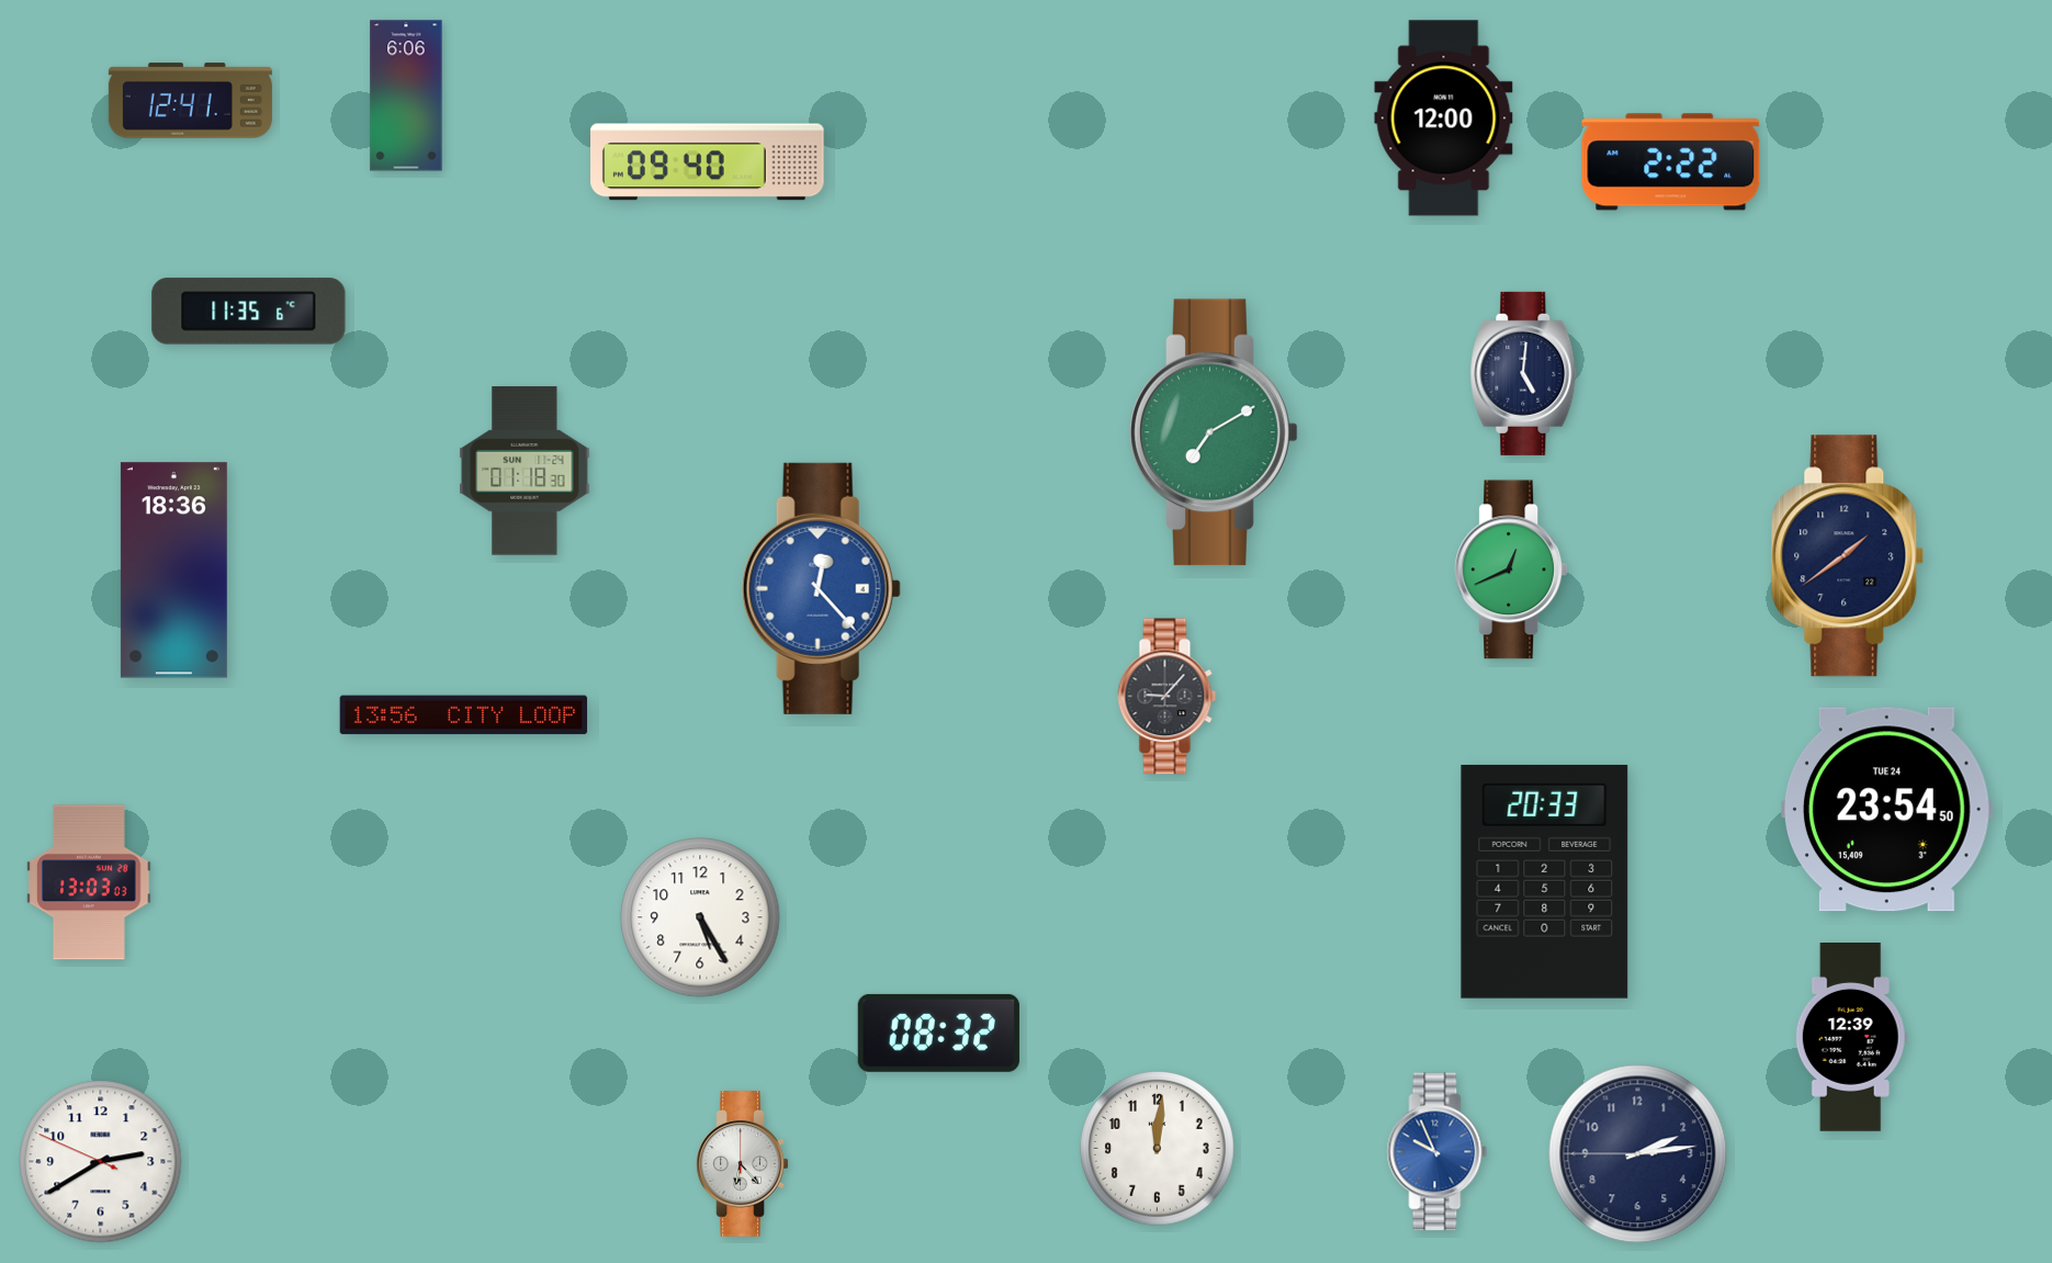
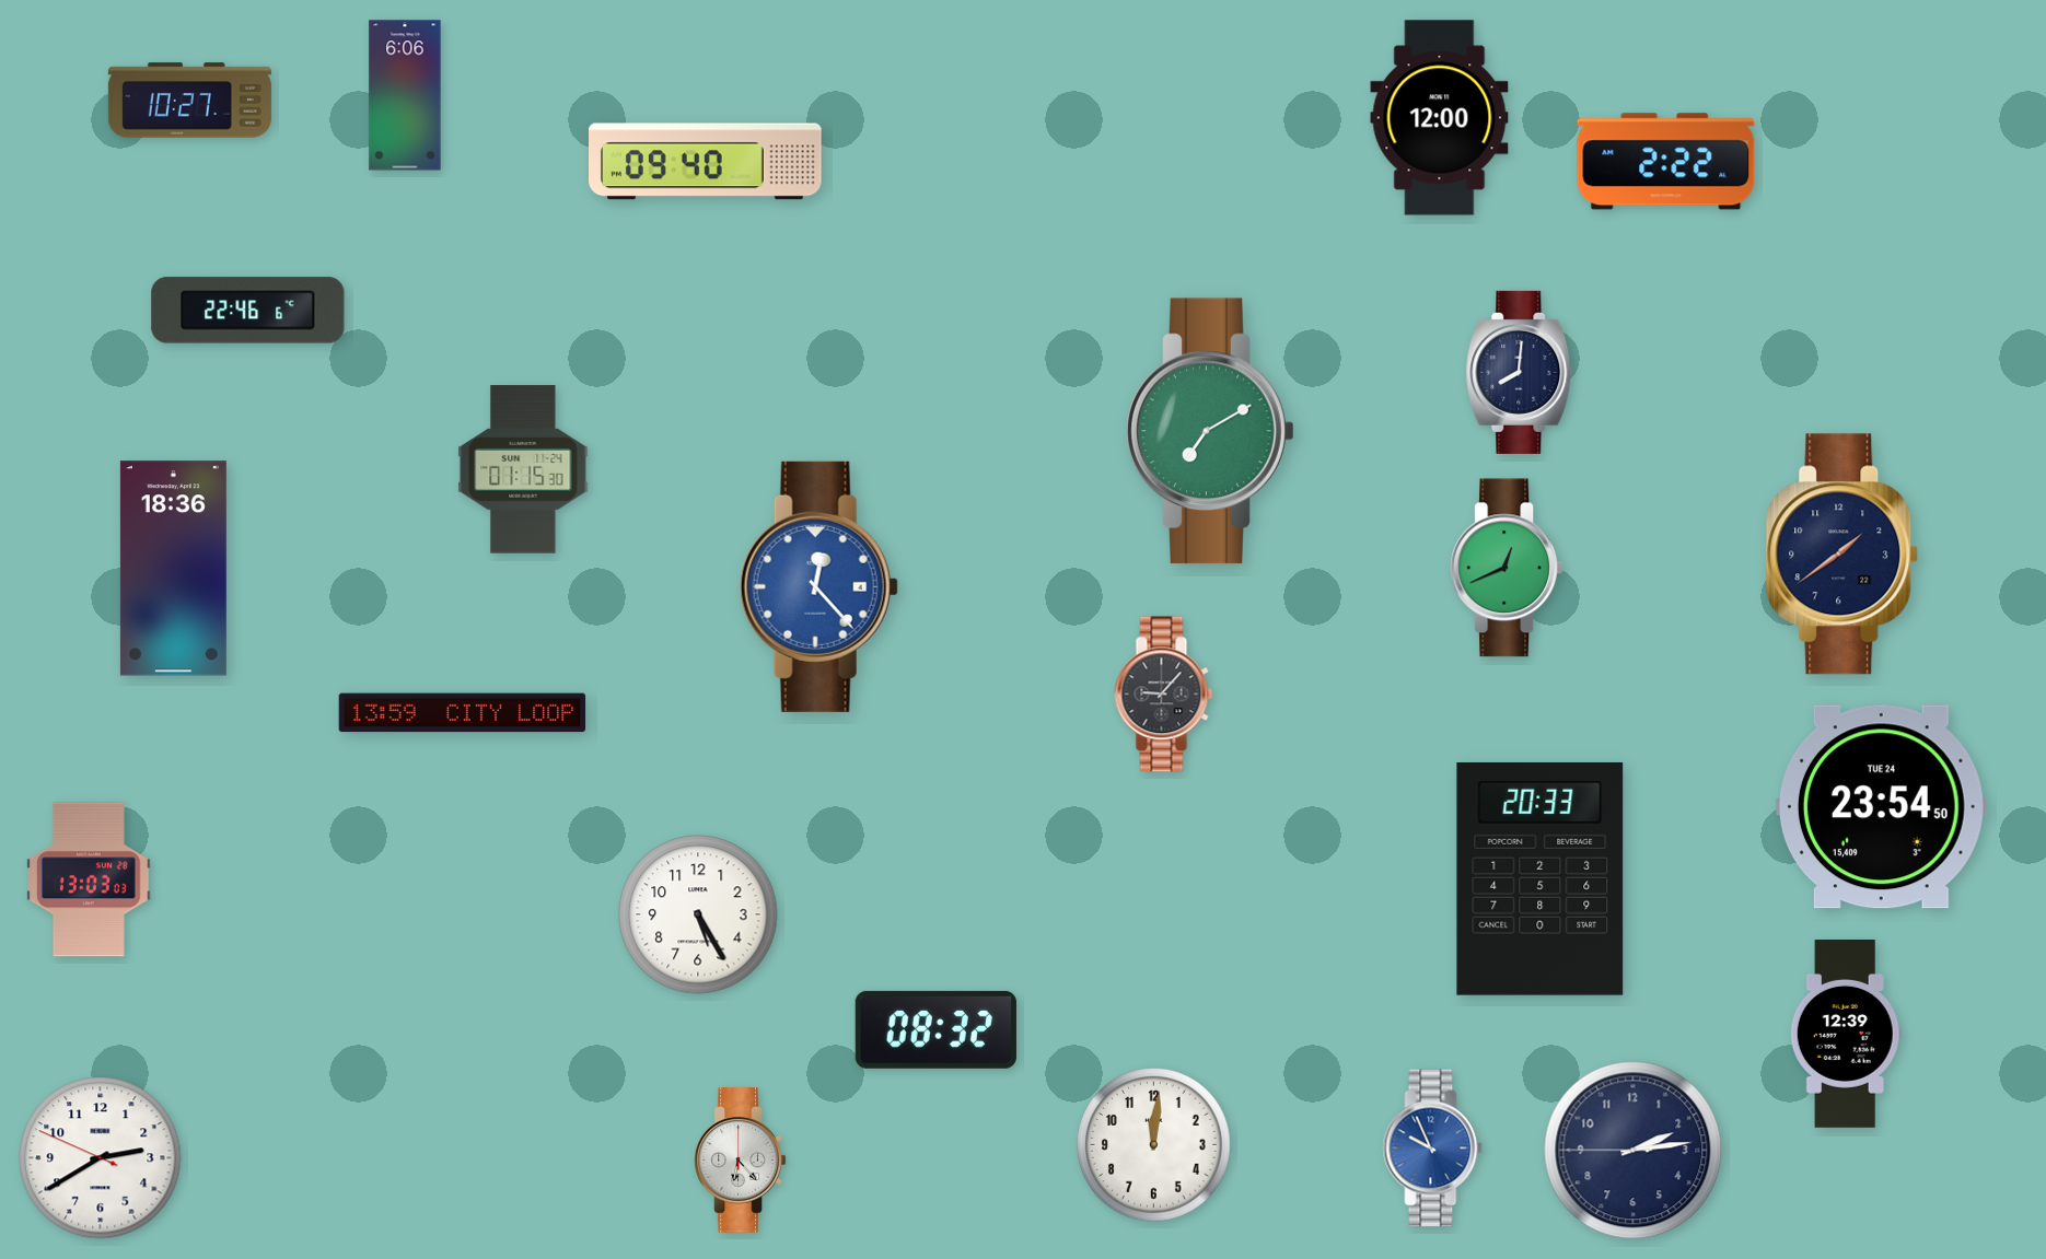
clock at (190, 101): 12:41 -> 10:27
clock at (249, 312): 11:35 -> 22:46
clock at (1524, 373): 5:01 -> 8:01
clock at (525, 471): 01:18 -> 01:15
clock at (464, 715): 13:56 -> 13:59
